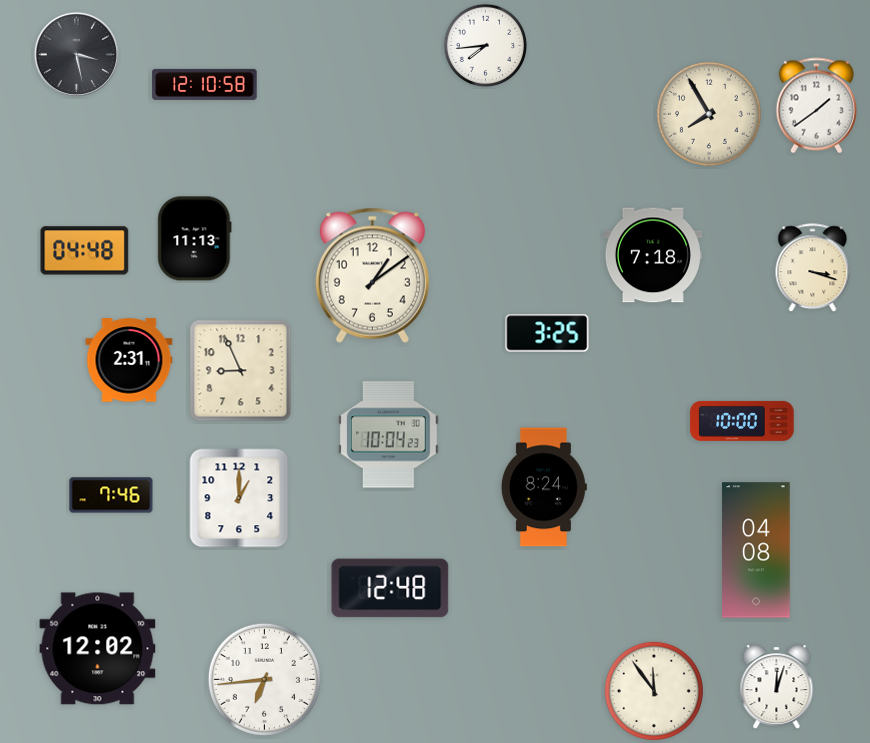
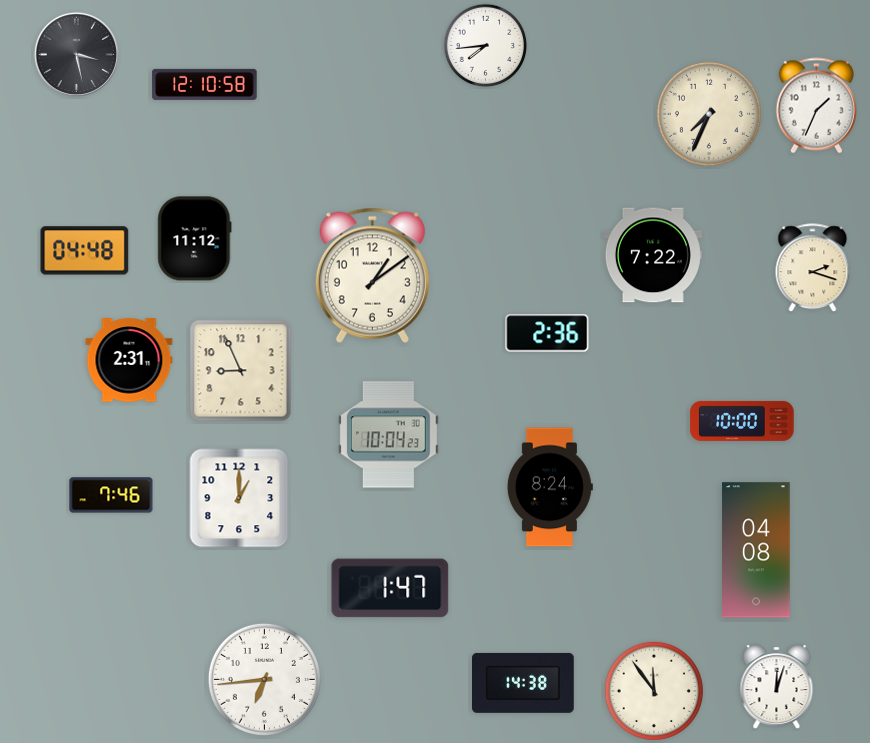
clock at (816, 106): 1:39 -> 1:34
clock at (709, 114): 7:55 -> 7:34
clock at (195, 239): 11:13 -> 11:12
clock at (653, 255): 7:18 -> 7:22
clock at (813, 268): 3:18 -> 2:18
clock at (547, 333): 3:25 -> 2:36
clock at (544, 487) position: (544, 487) -> (550, 487)
clock at (390, 588): 12:48 -> 1:47
clock at (98, 649): 12:02 -> none
clock at (524, 683): none -> 14:38
